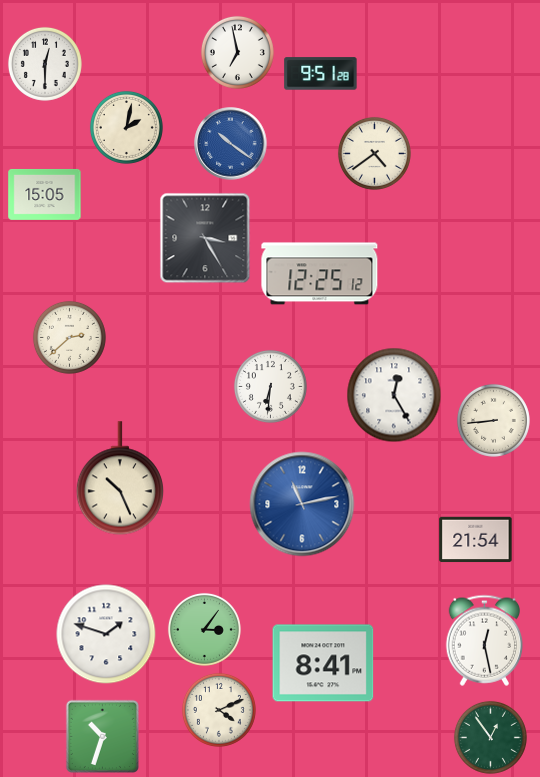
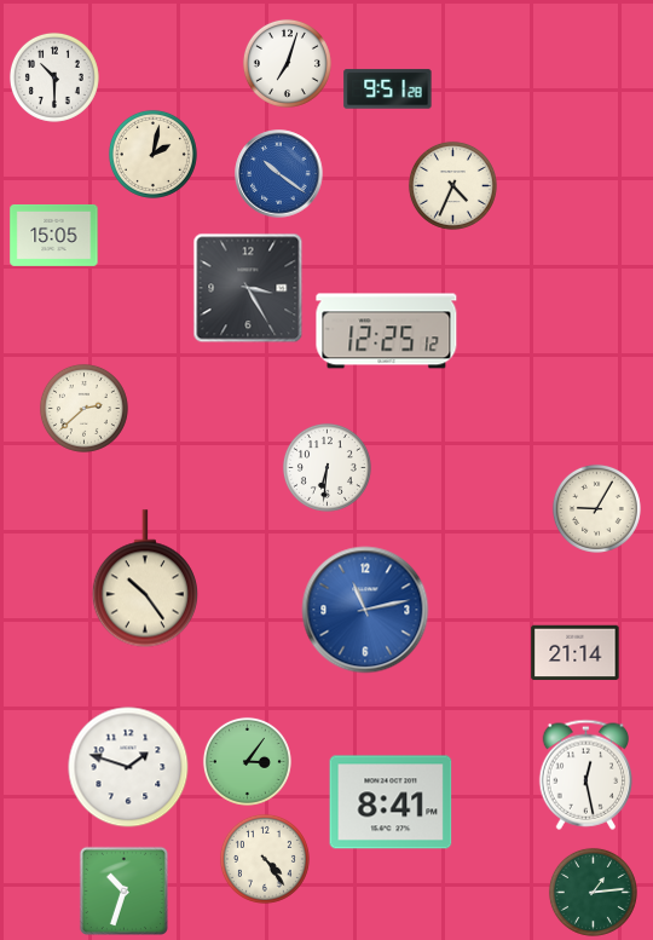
clock at (237, 52): 6:58 -> 7:03
clock at (45, 64): 12:30 -> 10:30
clock at (374, 153): 4:39 -> 4:34
clock at (394, 395): 12:25 -> none
clock at (493, 420): 8:44 -> 9:05
clock at (119, 478): 10:26 -> 10:24
clock at (476, 540): 21:54 -> 21:14
clock at (219, 710): 4:11 -> 4:24
clock at (490, 737): 12:54 -> 1:14
